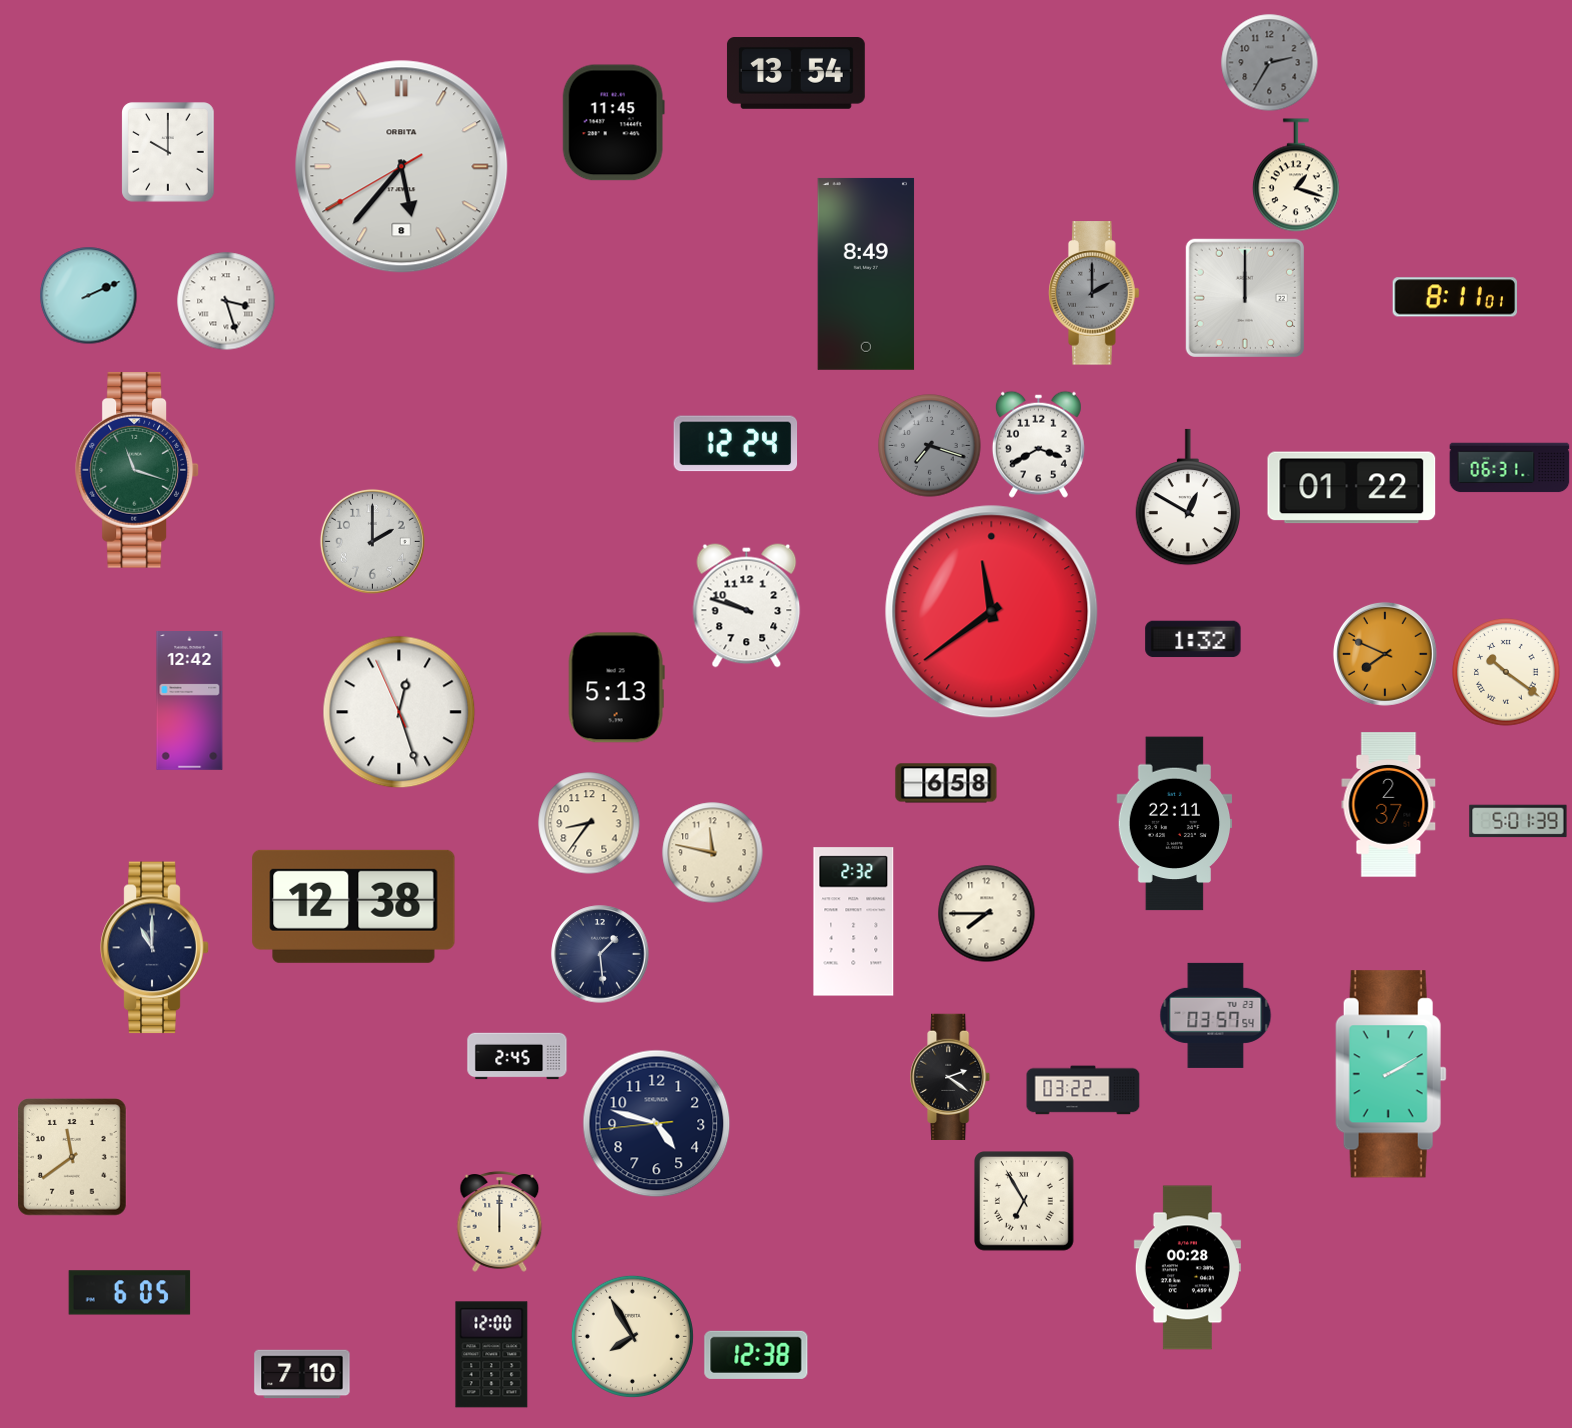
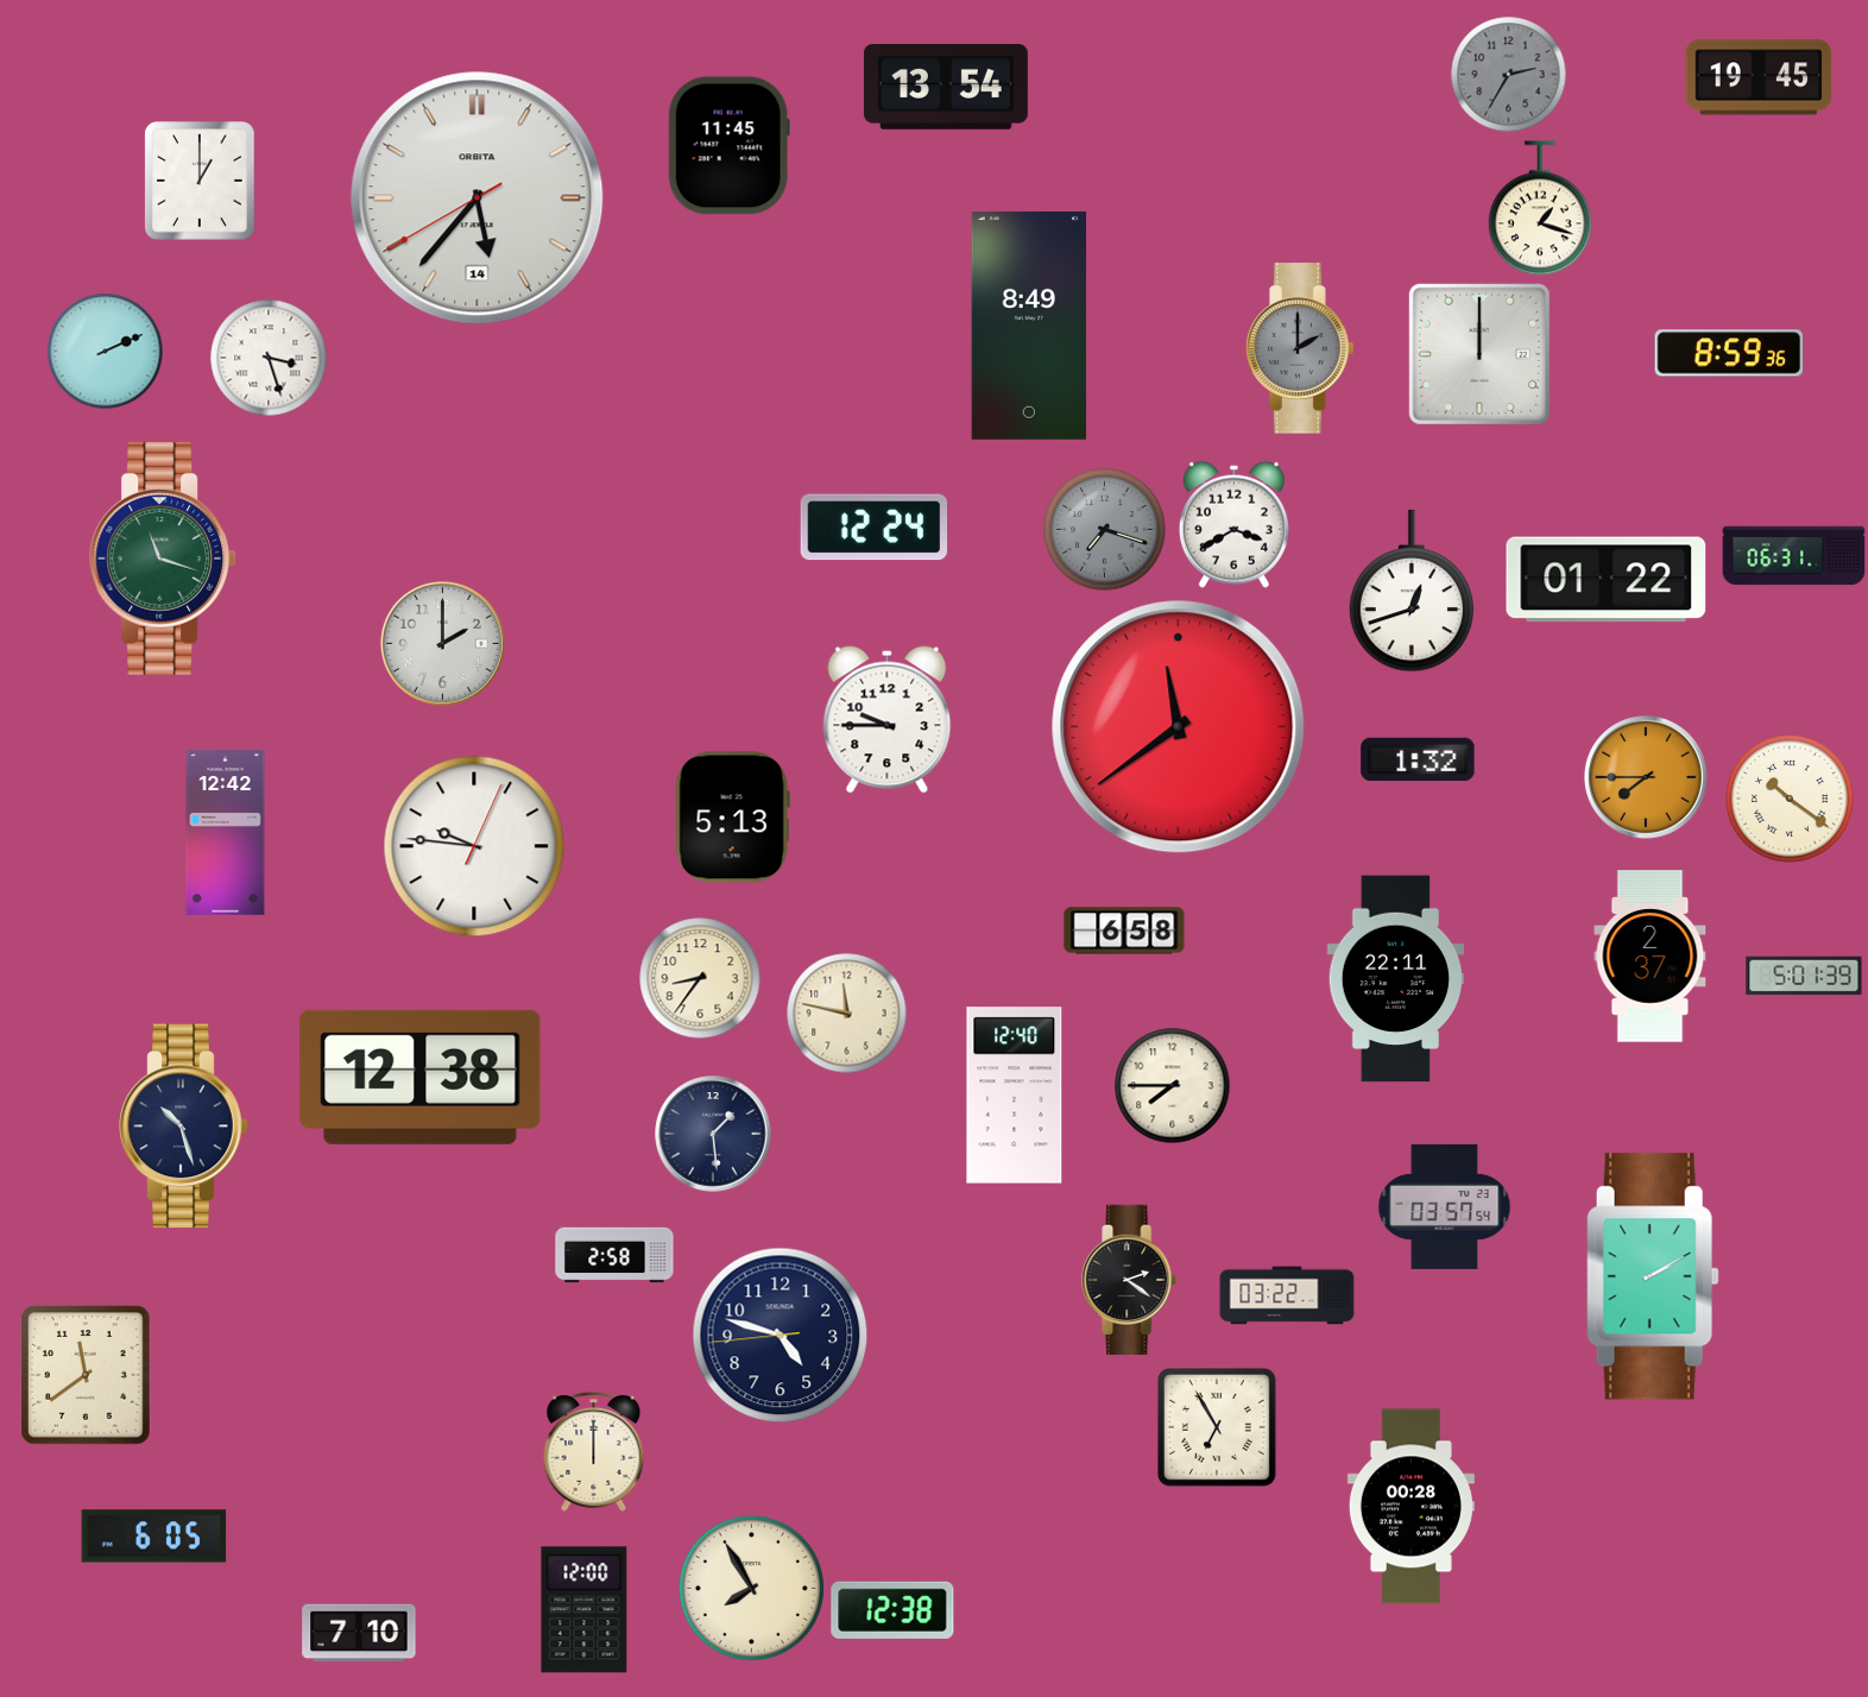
clock at (1759, 77): none -> 19:45
clock at (168, 152): 10:00 -> 1:00
clock at (402, 167) date: 8 -> 14
clock at (1454, 297): 8:11 -> 8:59
clock at (1038, 444) position: (1038, 444) -> (1233, 524)
clock at (1187, 497): 12:50 -> 12:42
clock at (747, 606): 9:48 -> 9:45
clock at (1385, 654): 7:49 -> 7:45
clock at (399, 712): 12:26 -> 9:46
clock at (854, 922): 2:32 -> 12:40
clock at (155, 948): 11:00 -> 10:27
clock at (517, 1056): 2:45 -> 2:58
clock at (756, 1355) position: (756, 1355) -> (892, 1610)
